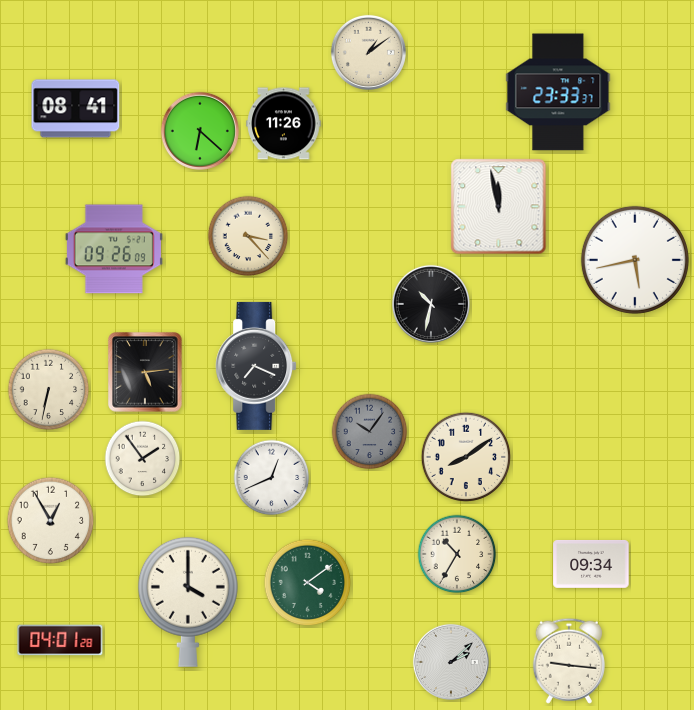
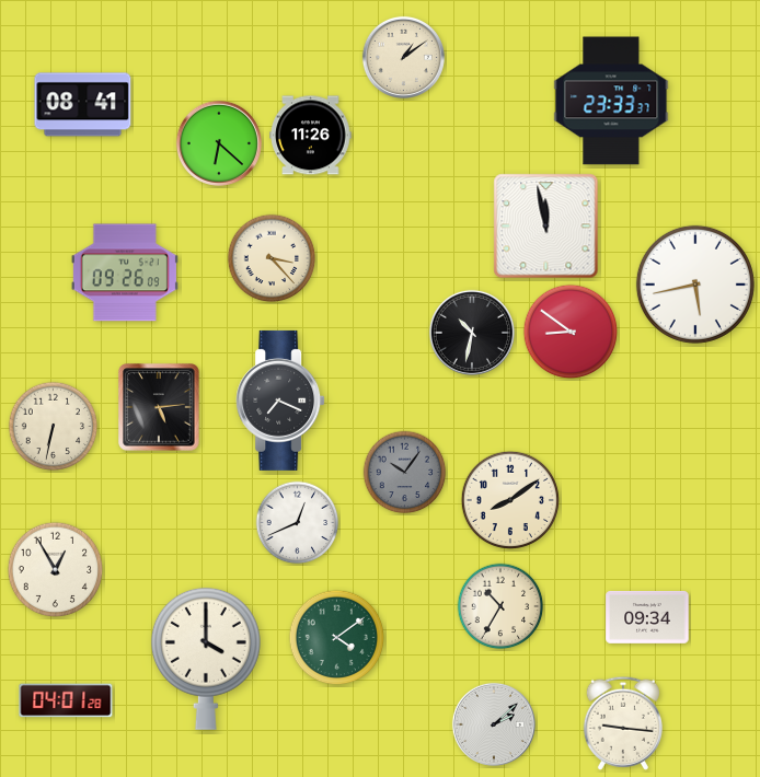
clock at (76, 109) position: (76, 109) -> (83, 105)
clock at (571, 332): none -> 8:51
clock at (143, 459): 1:54 -> none
